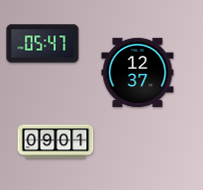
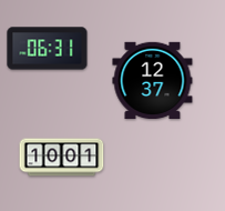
clock at (43, 44): 05:47 -> 06:31
clock at (56, 142): 09:01 -> 10:01
